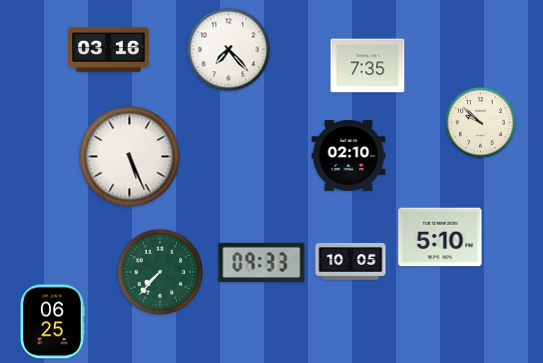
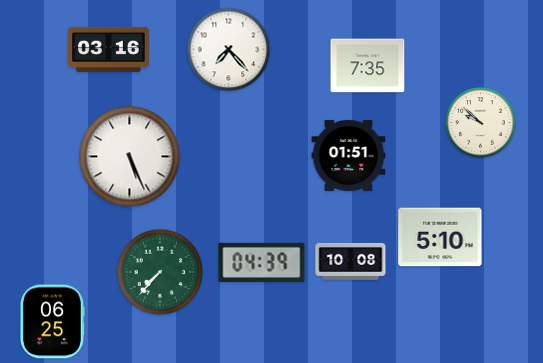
clock at (349, 155): 02:10 -> 01:51
clock at (351, 261): 10:05 -> 10:08
clock at (262, 262): 09:33 -> 04:39
